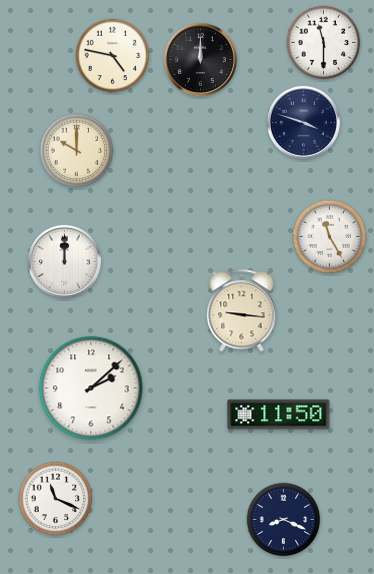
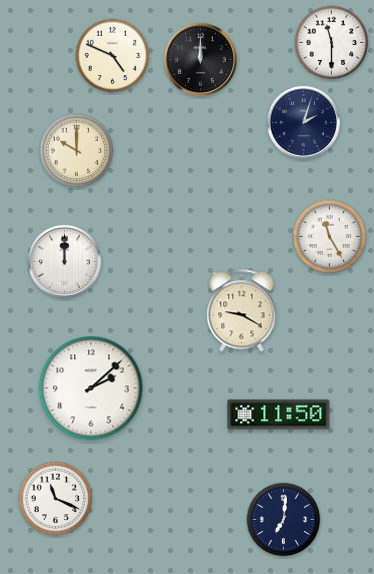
clock at (324, 43) position: (324, 43) -> (332, 43)
clock at (113, 56): 4:47 -> 4:49
clock at (303, 122): 3:48 -> 2:03
clock at (242, 311): 9:16 -> 9:20
clock at (284, 520): 8:19 -> 7:01
